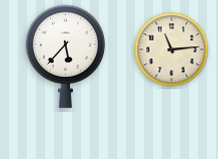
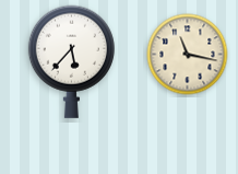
clock at (172, 50): 11:14 -> 11:17
